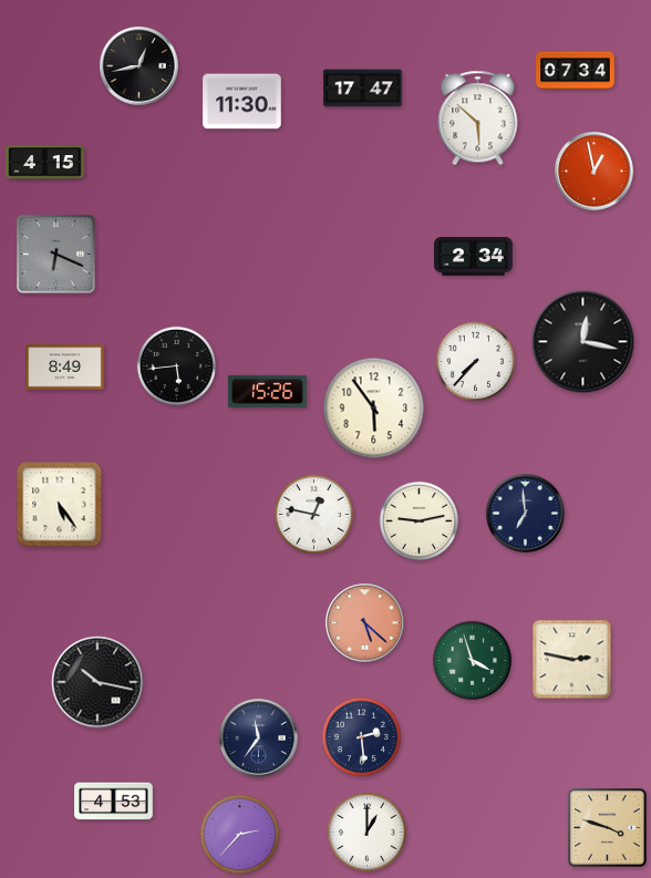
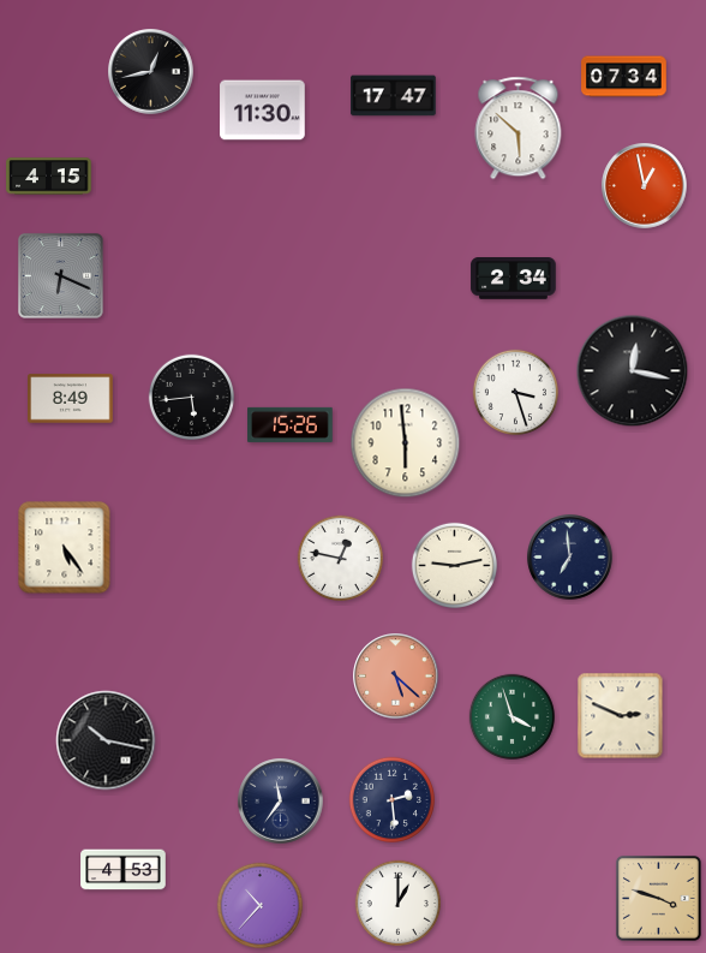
clock at (475, 361): 7:37 -> 3:27
clock at (374, 409): 5:54 -> 5:59
clock at (572, 660): 2:47 -> 2:49
clock at (239, 834): 2:37 -> 10:37
